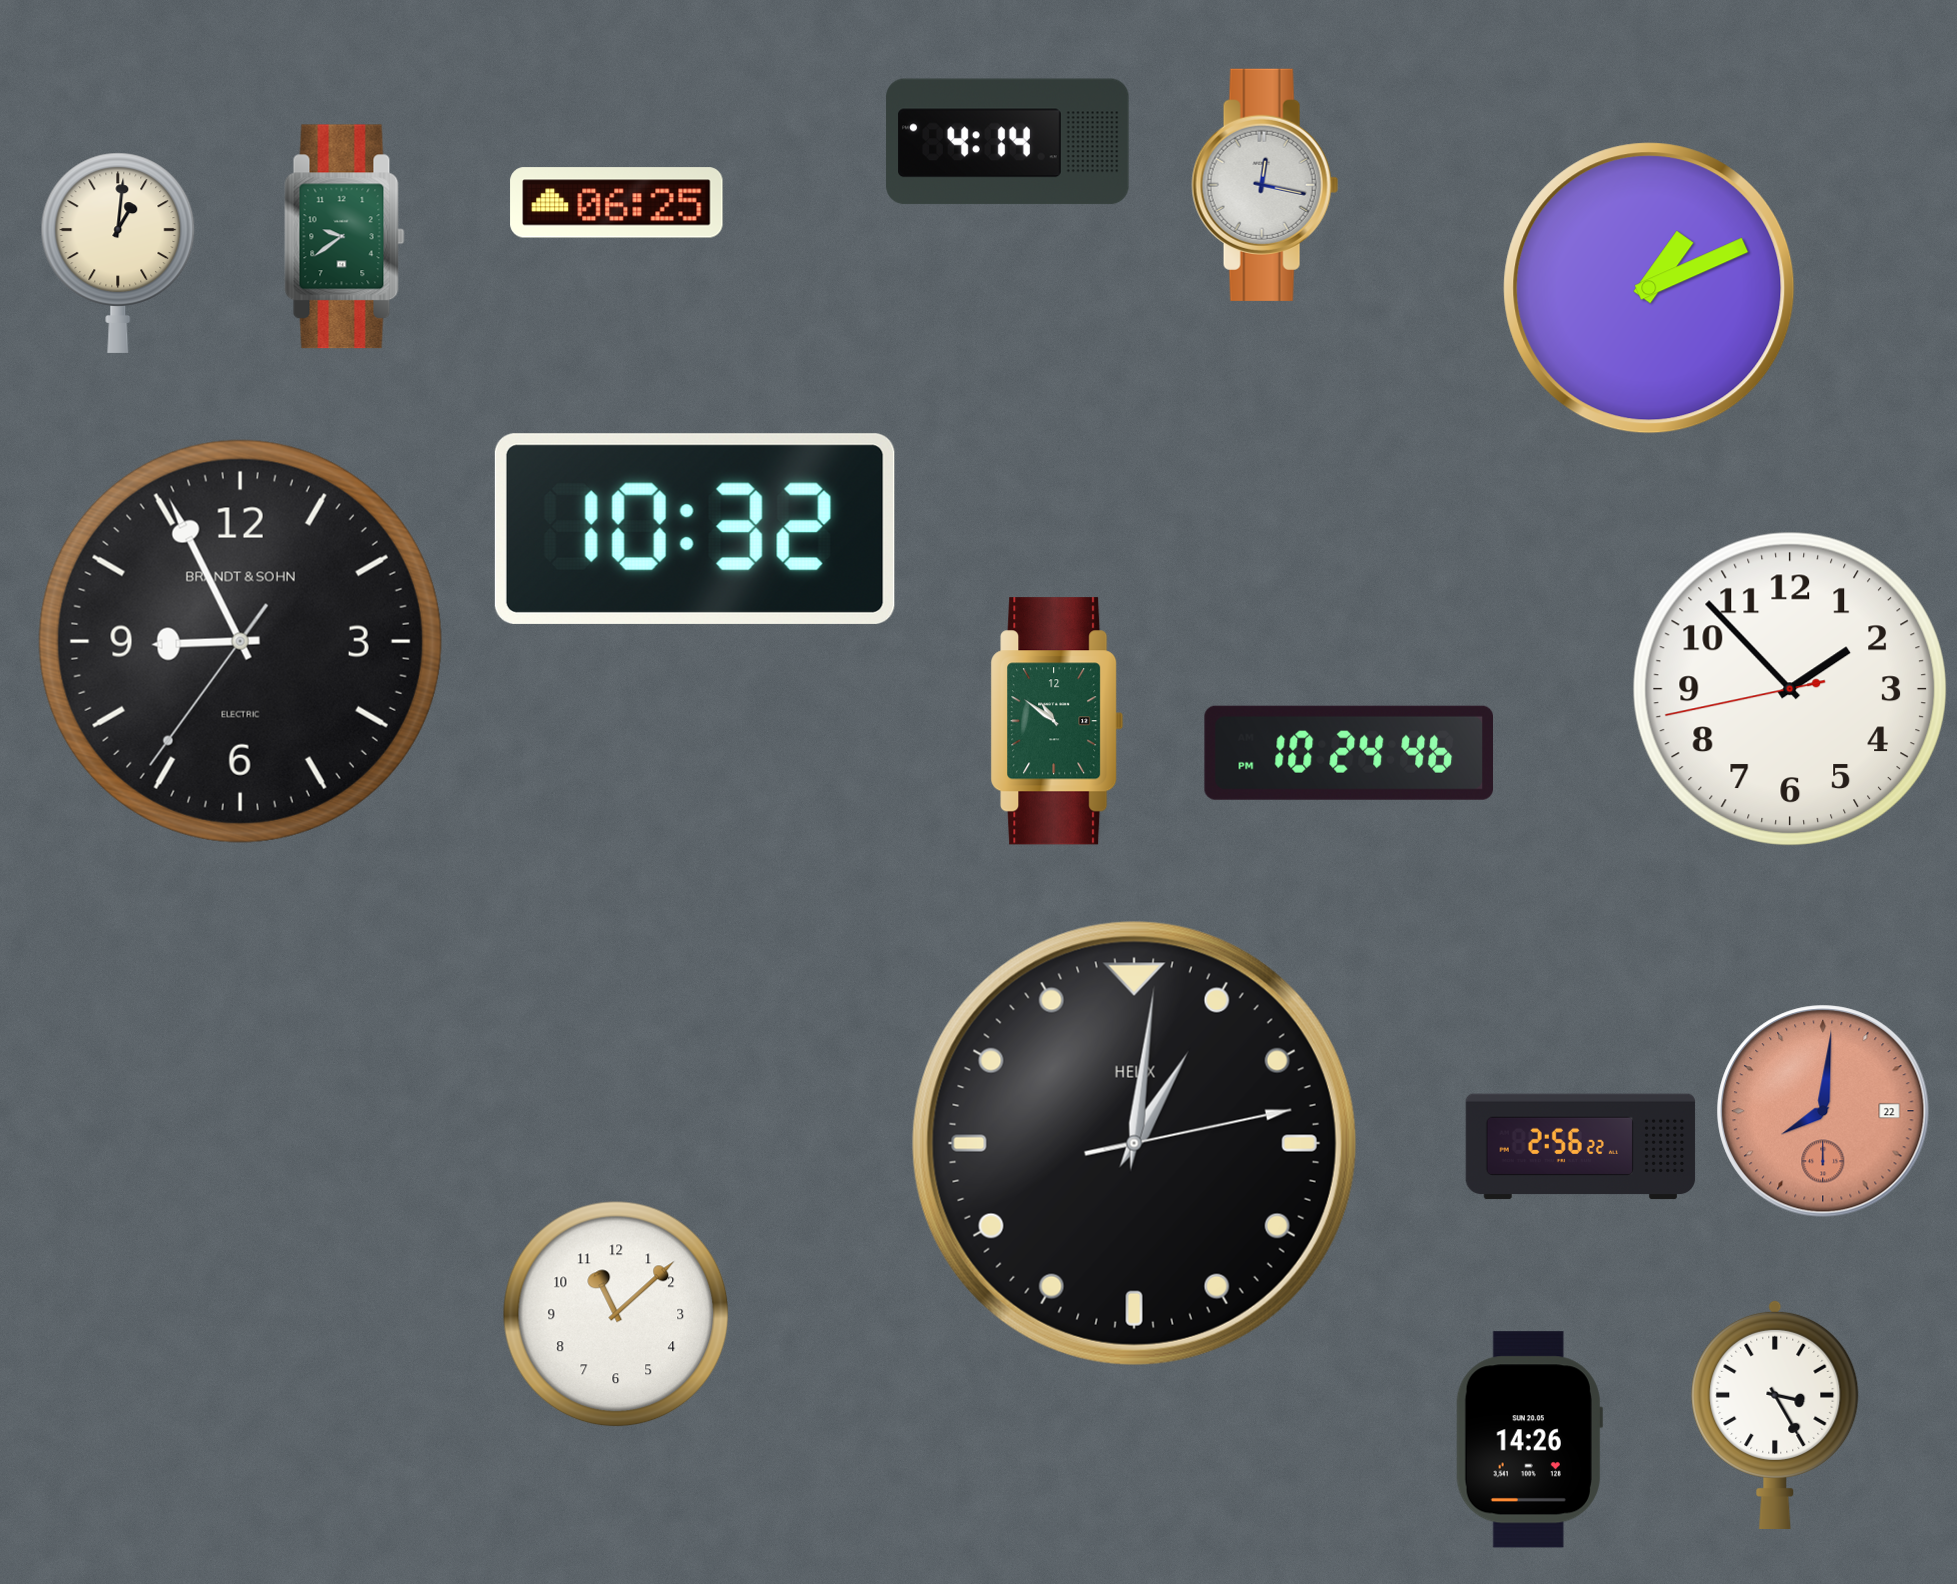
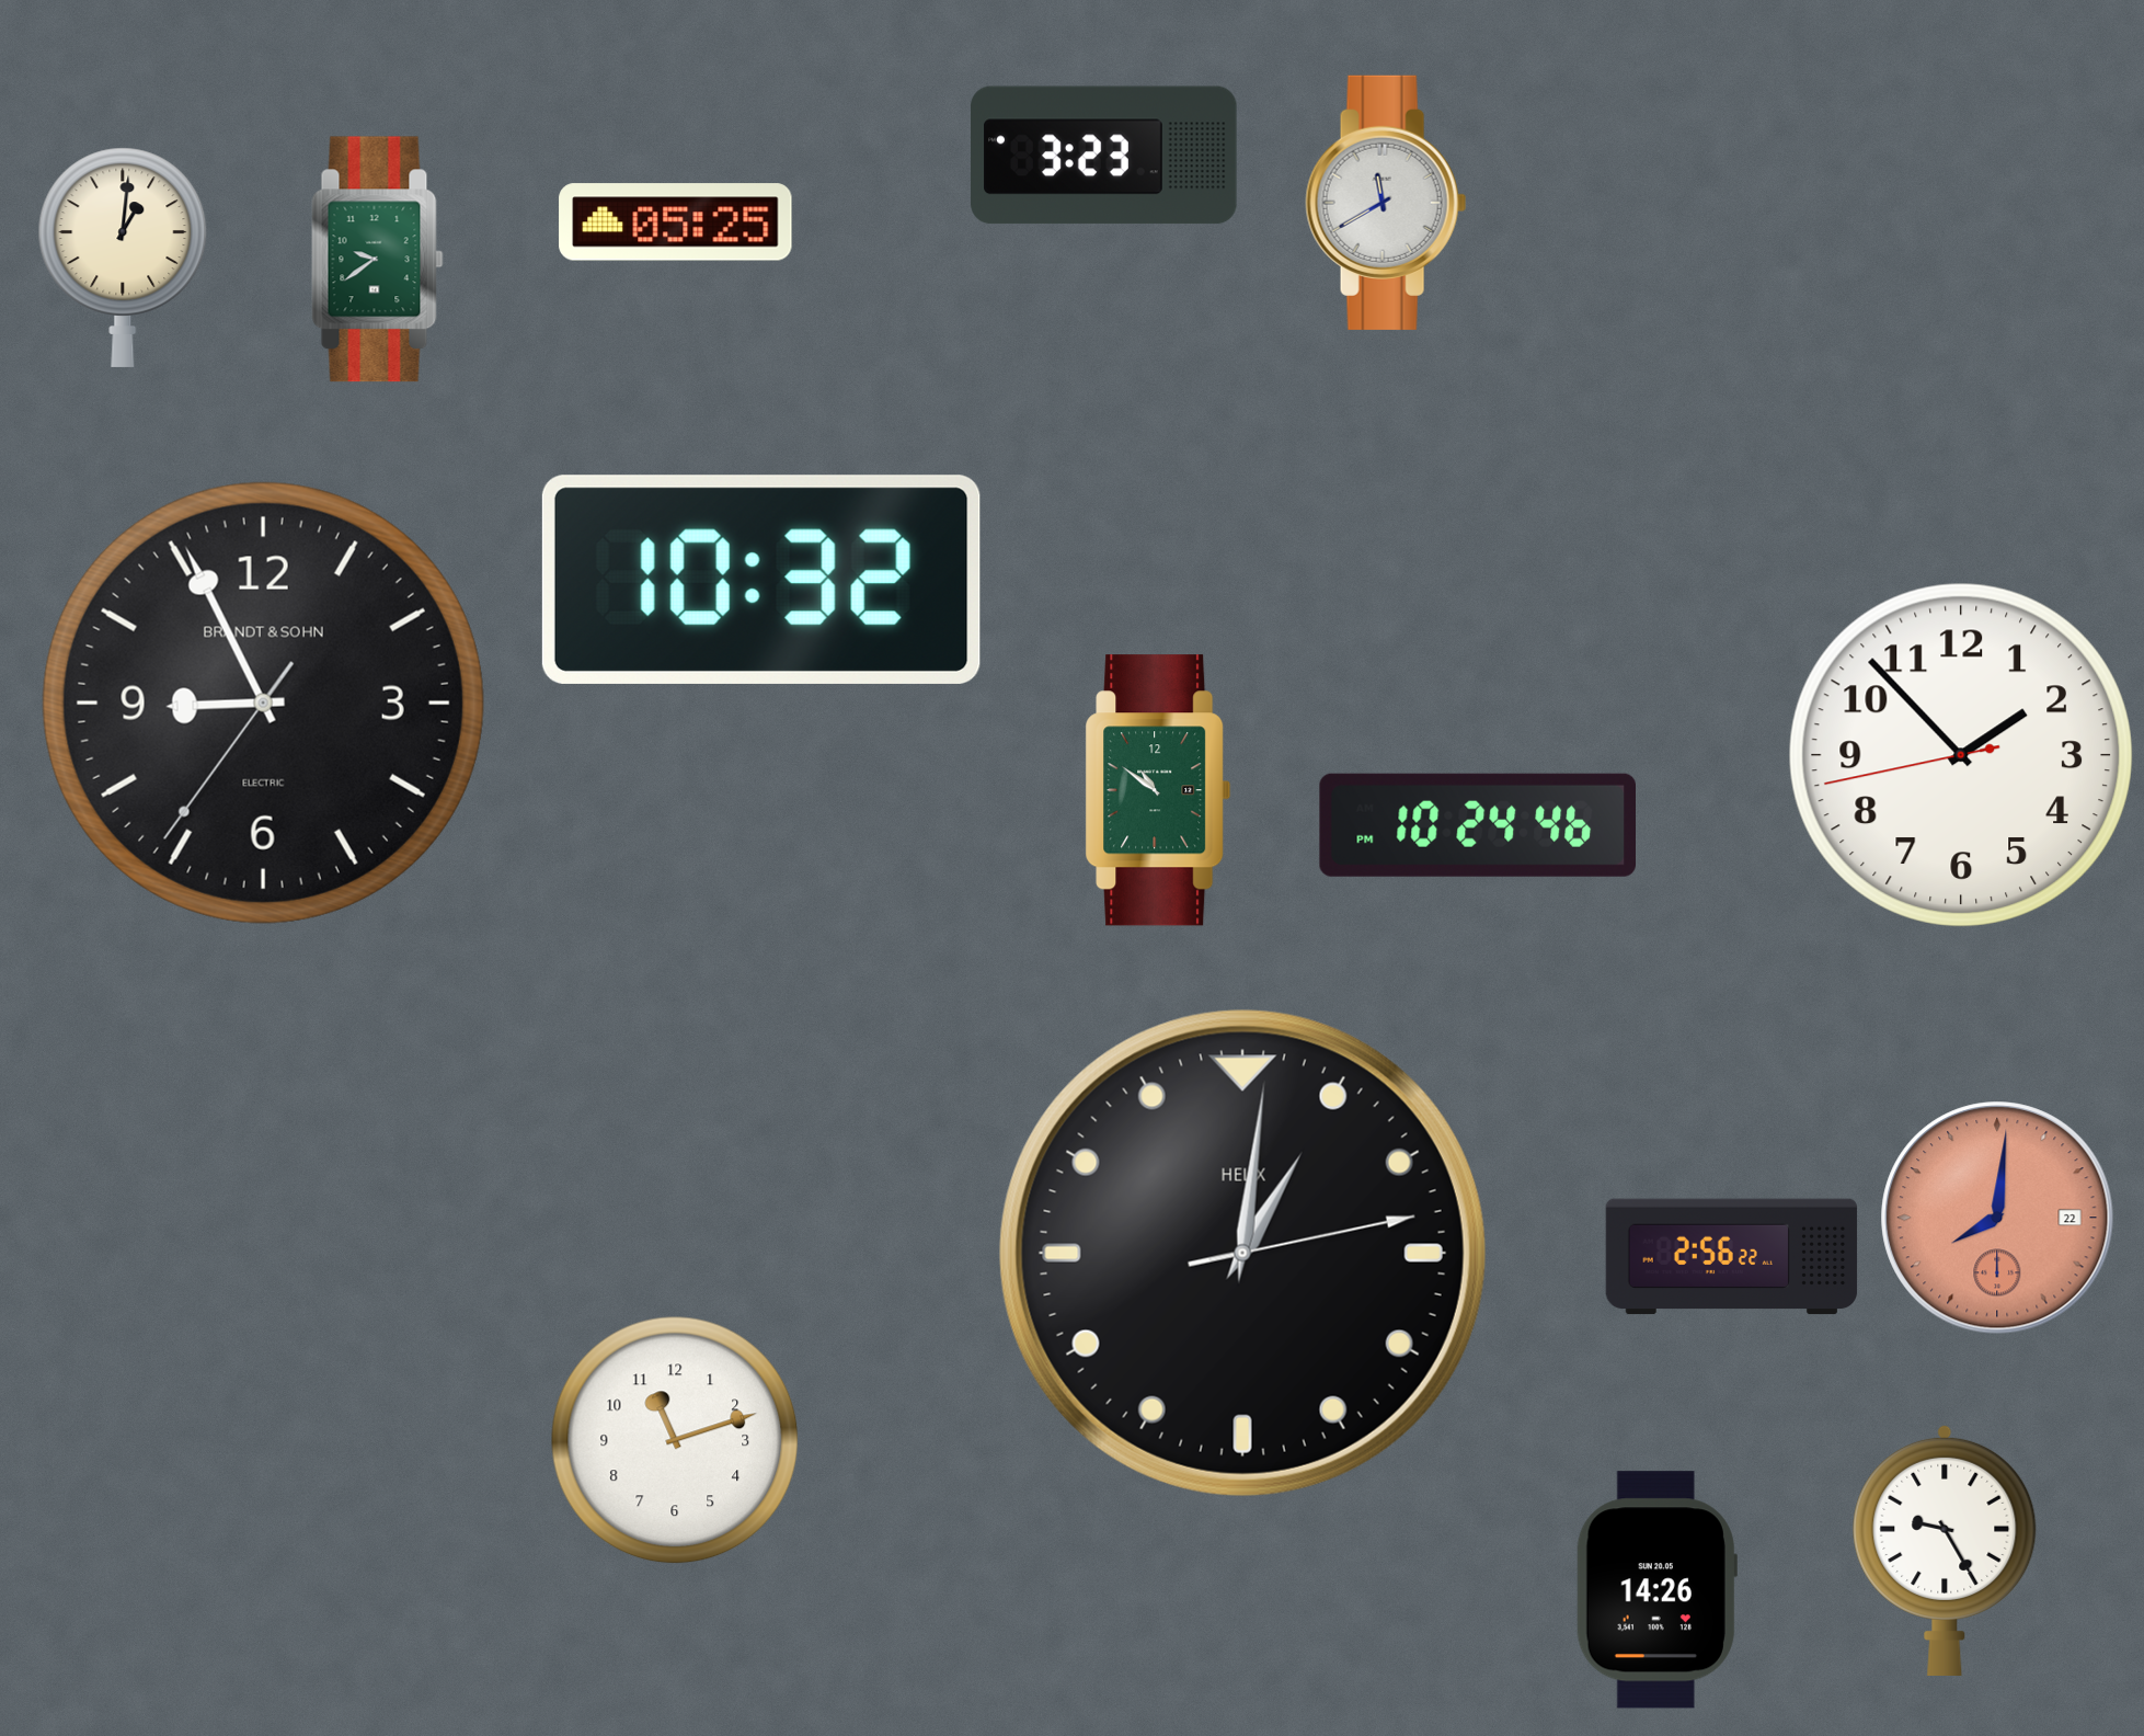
clock at (1008, 142): 4:14 -> 3:23
clock at (1265, 185): 12:17 -> 11:40
clock at (617, 203): 06:25 -> 05:25
clock at (118, 253) position: (118, 253) -> (123, 258)
clock at (1649, 288): 1:11 -> none
clock at (616, 1314): 11:08 -> 11:12
clock at (1775, 1414): 3:25 -> 9:25
clock at (1529, 1440) position: (1529, 1440) -> (1656, 1590)
